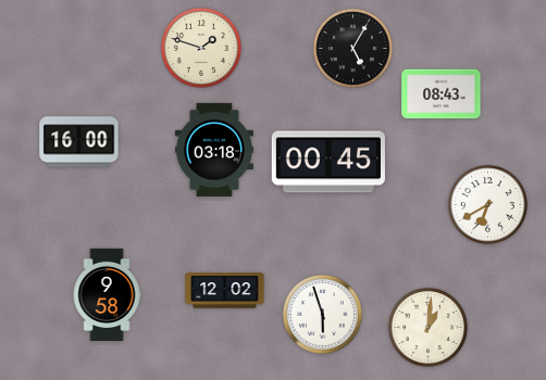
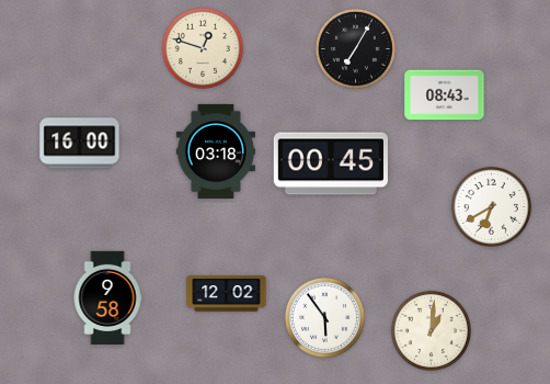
clock at (201, 48): 1:48 -> 12:48
clock at (352, 48): 5:05 -> 7:05
clock at (322, 314): 5:57 -> 5:54
